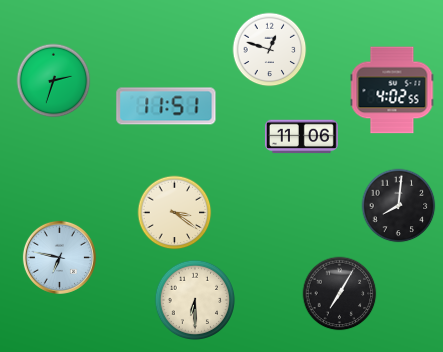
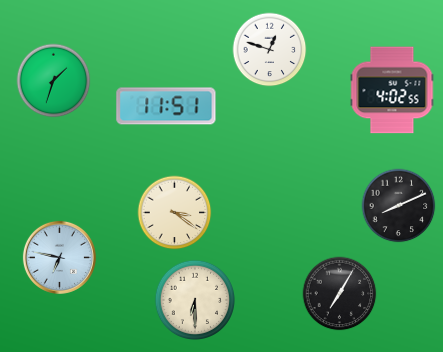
clock at (54, 81): 2:33 -> 1:33
clock at (302, 137): 11:06 -> none
clock at (399, 206): 8:01 -> 8:11
